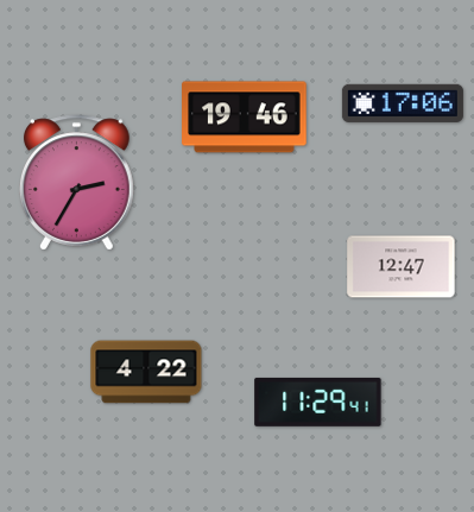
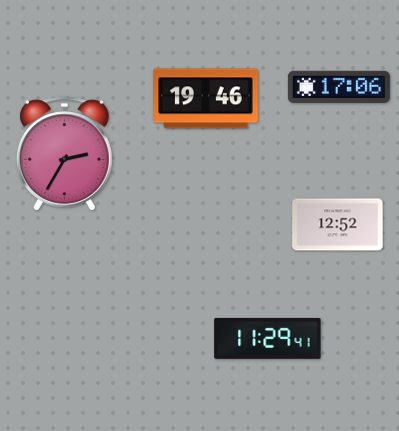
clock at (402, 267): 12:47 -> 12:52
clock at (146, 372): 4:22 -> none
